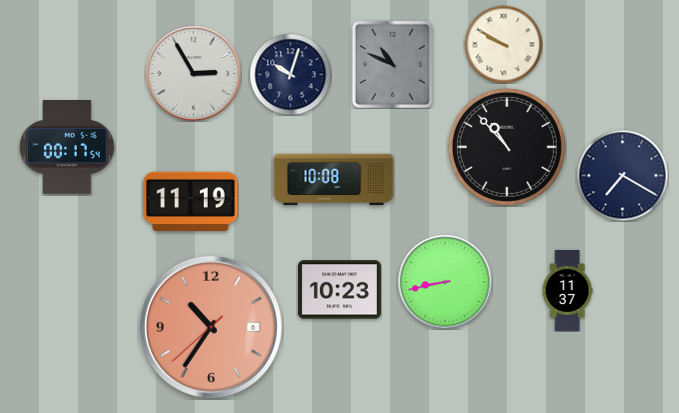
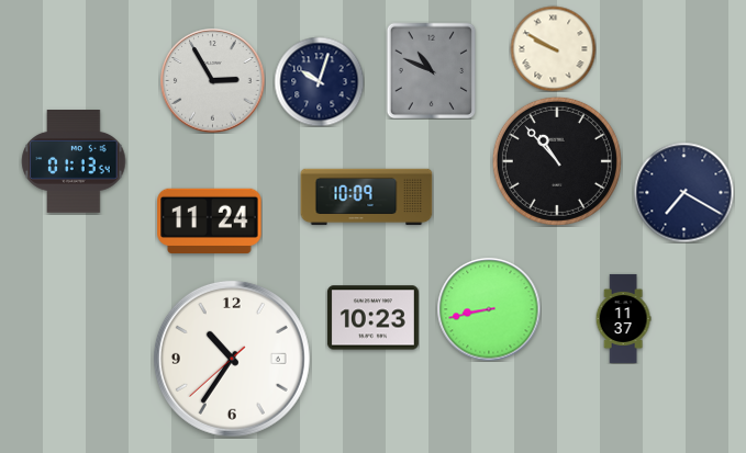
clock at (67, 148): 00:17 -> 01:13
clock at (334, 180): 10:08 -> 10:09
clock at (191, 201): 11:19 -> 11:24
clock at (211, 327) dial: salmon -> white
